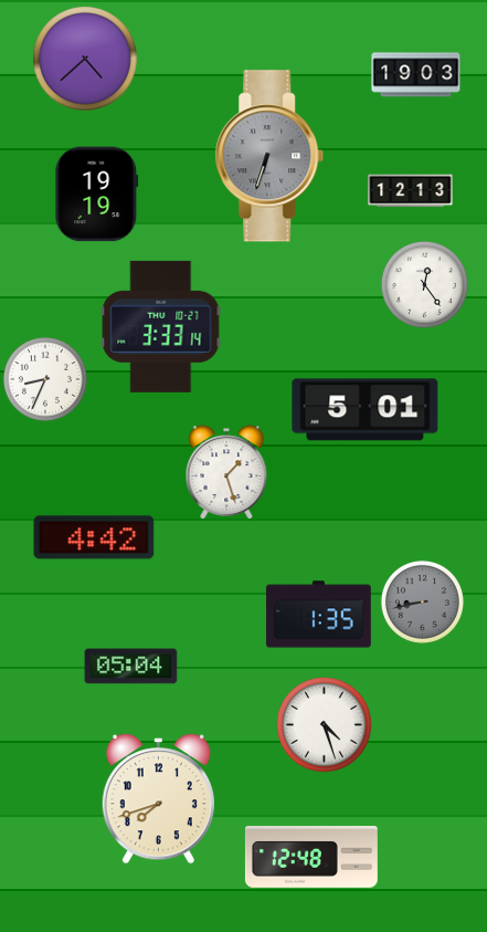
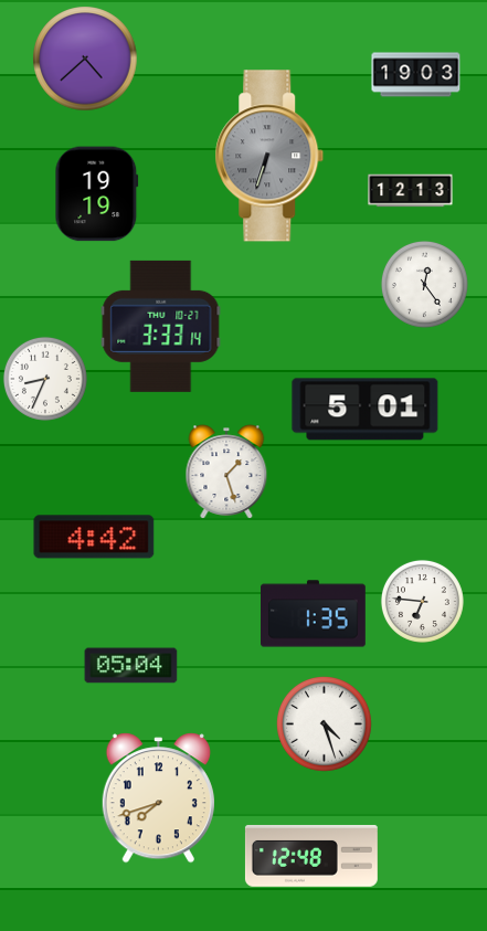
clock at (422, 601): 8:43 -> 6:46
clock at (422, 601) dial: grey -> white
clock at (319, 615) position: (319, 615) -> (314, 614)
